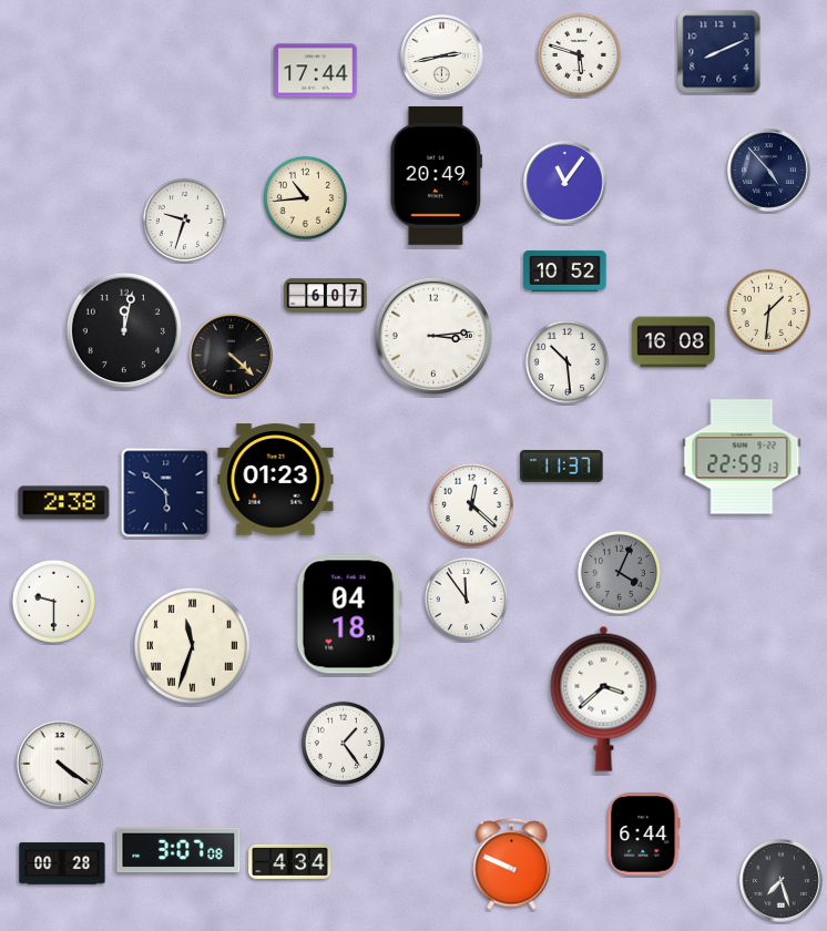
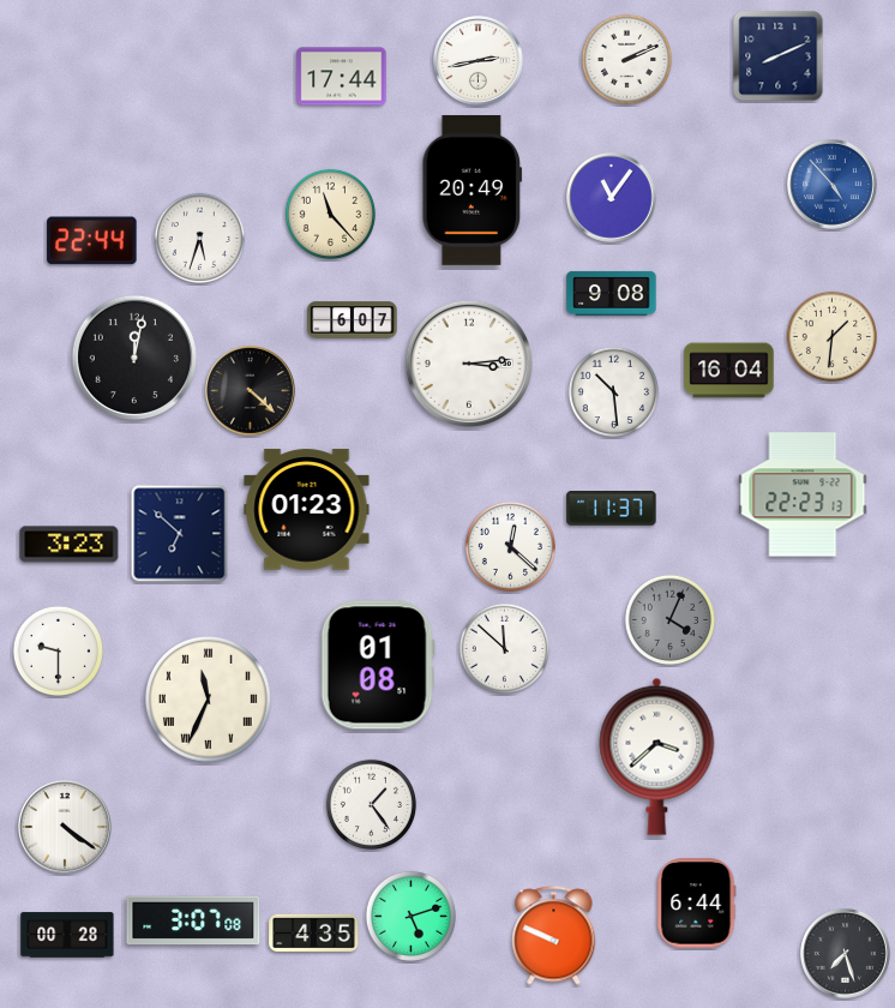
clock at (579, 54): 5:48 -> 2:11
clock at (769, 171) dial: navy -> blue
clock at (305, 197): 10:44 -> 11:23
clock at (184, 219): 9:33 -> 5:33
clock at (92, 241): none -> 22:44
clock at (565, 270): 10:52 -> 9:08
clock at (674, 342): 16:08 -> 16:04
clock at (232, 356) position: (232, 356) -> (251, 391)
clock at (742, 457): 22:59 -> 22:23
clock at (562, 467) position: (562, 467) -> (612, 509)
clock at (276, 480) position: (276, 480) -> (307, 510)
clock at (166, 493): 5:52 -> 6:52
clock at (64, 503): 2:38 -> 3:23
clock at (466, 598): 11:54 -> 11:52
clock at (349, 614): 04:18 -> 01:08
clock at (192, 645): 11:33 -> 11:34
clock at (604, 698) position: (604, 698) -> (657, 756)
clock at (410, 916): none -> 5:12
clock at (290, 861): 4:34 -> 4:35
